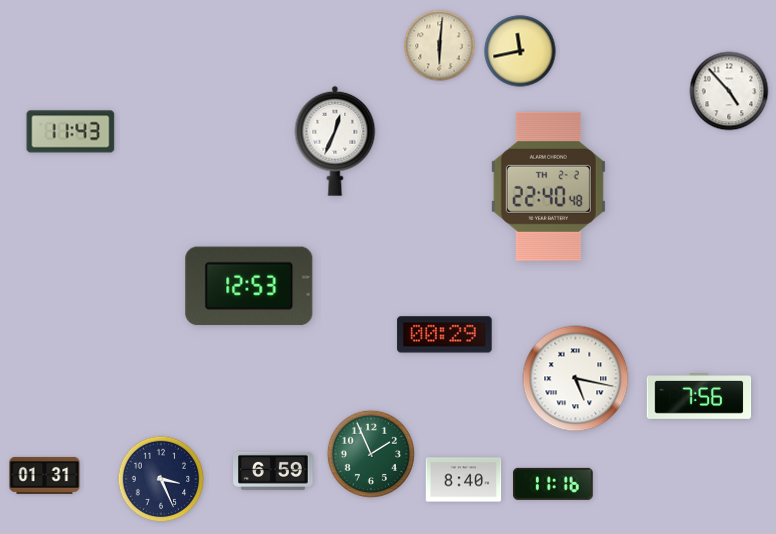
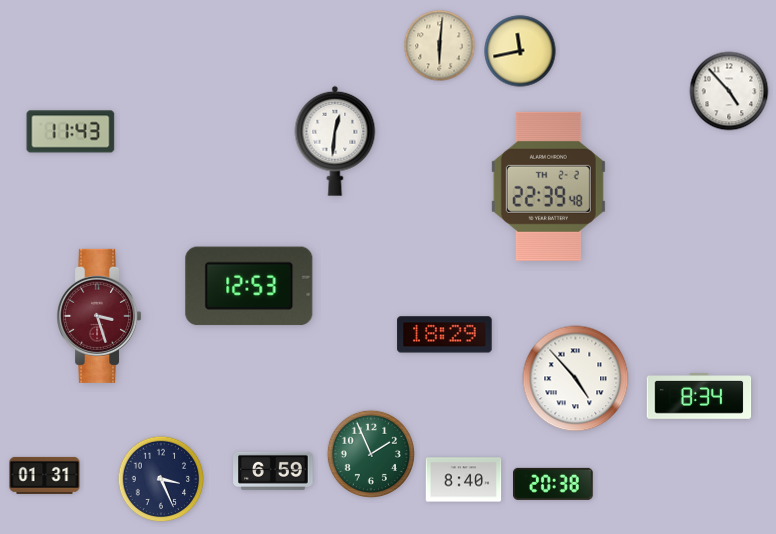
clock at (335, 141): 12:34 -> 12:31
clock at (548, 186): 22:40 -> 22:39
clock at (99, 316): none -> 3:27
clock at (445, 335): 00:29 -> 18:29
clock at (576, 379): 5:17 -> 4:53
clock at (699, 397): 7:56 -> 8:34
clock at (554, 484): 11:16 -> 20:38
